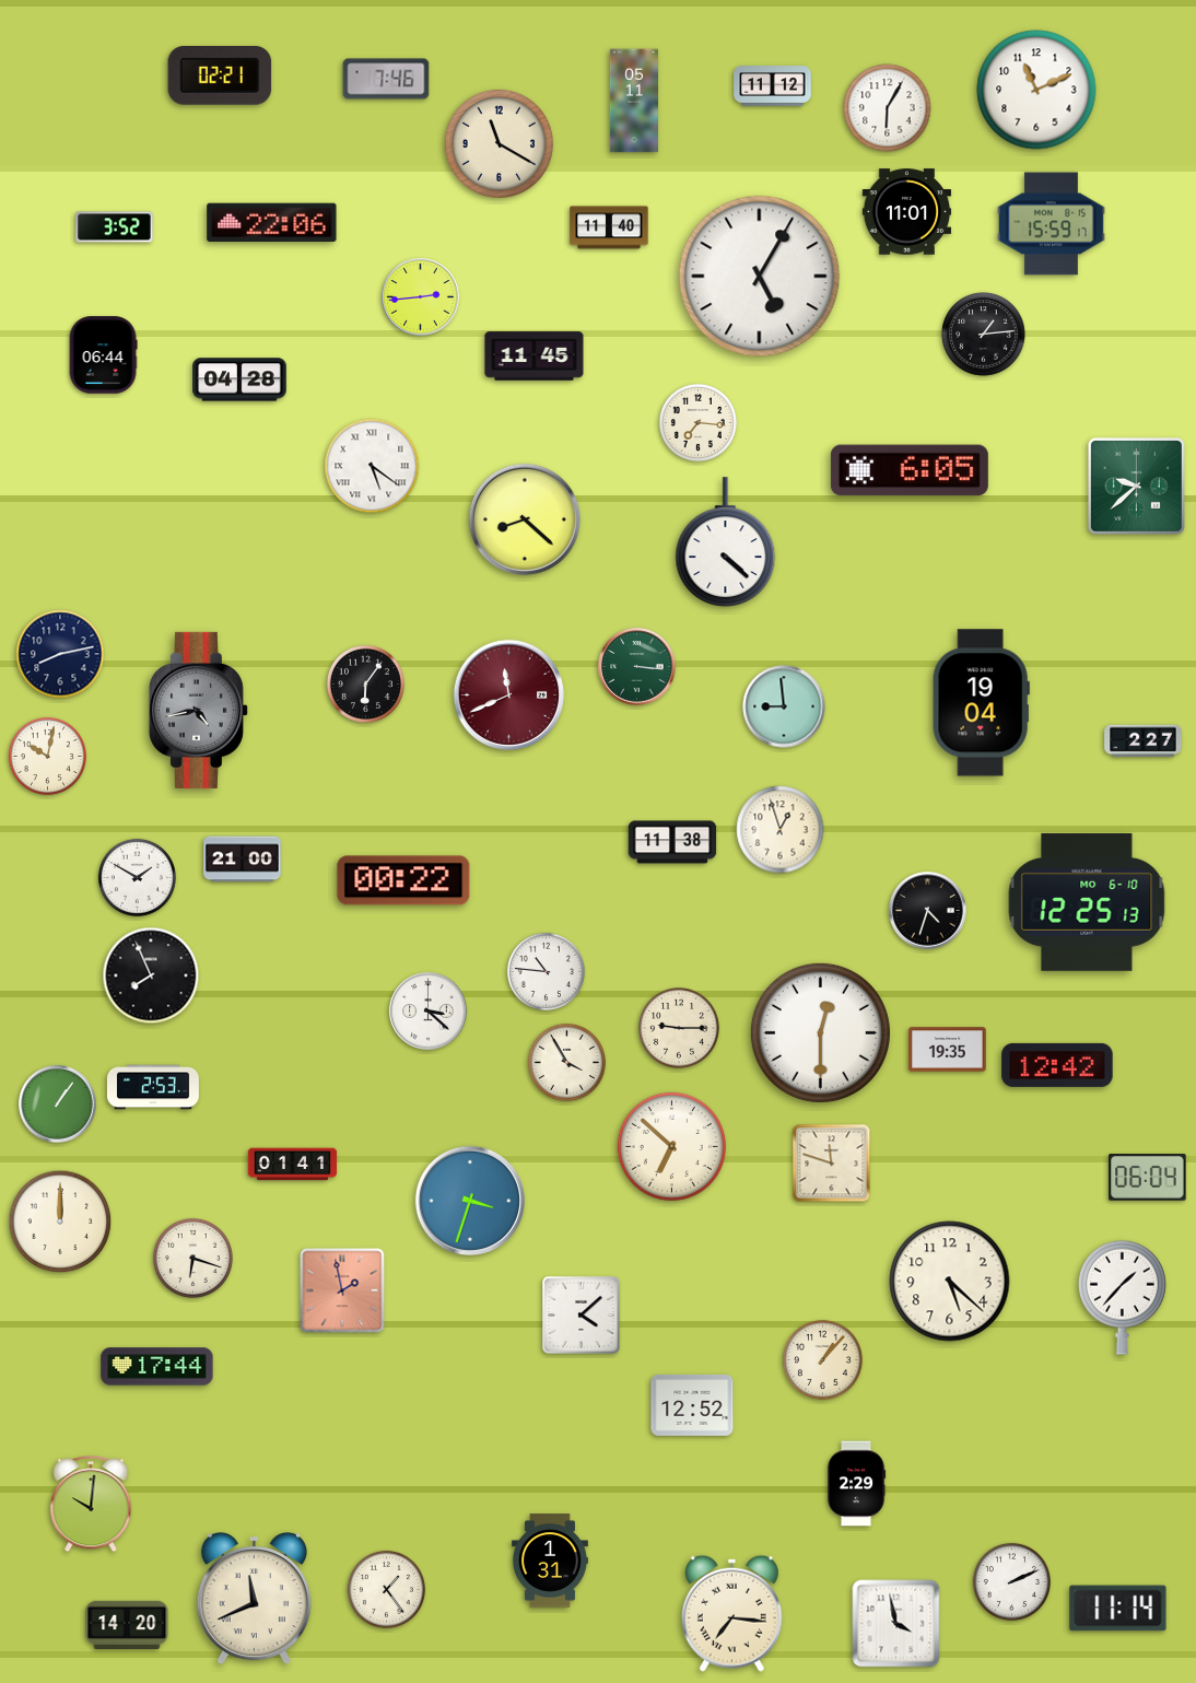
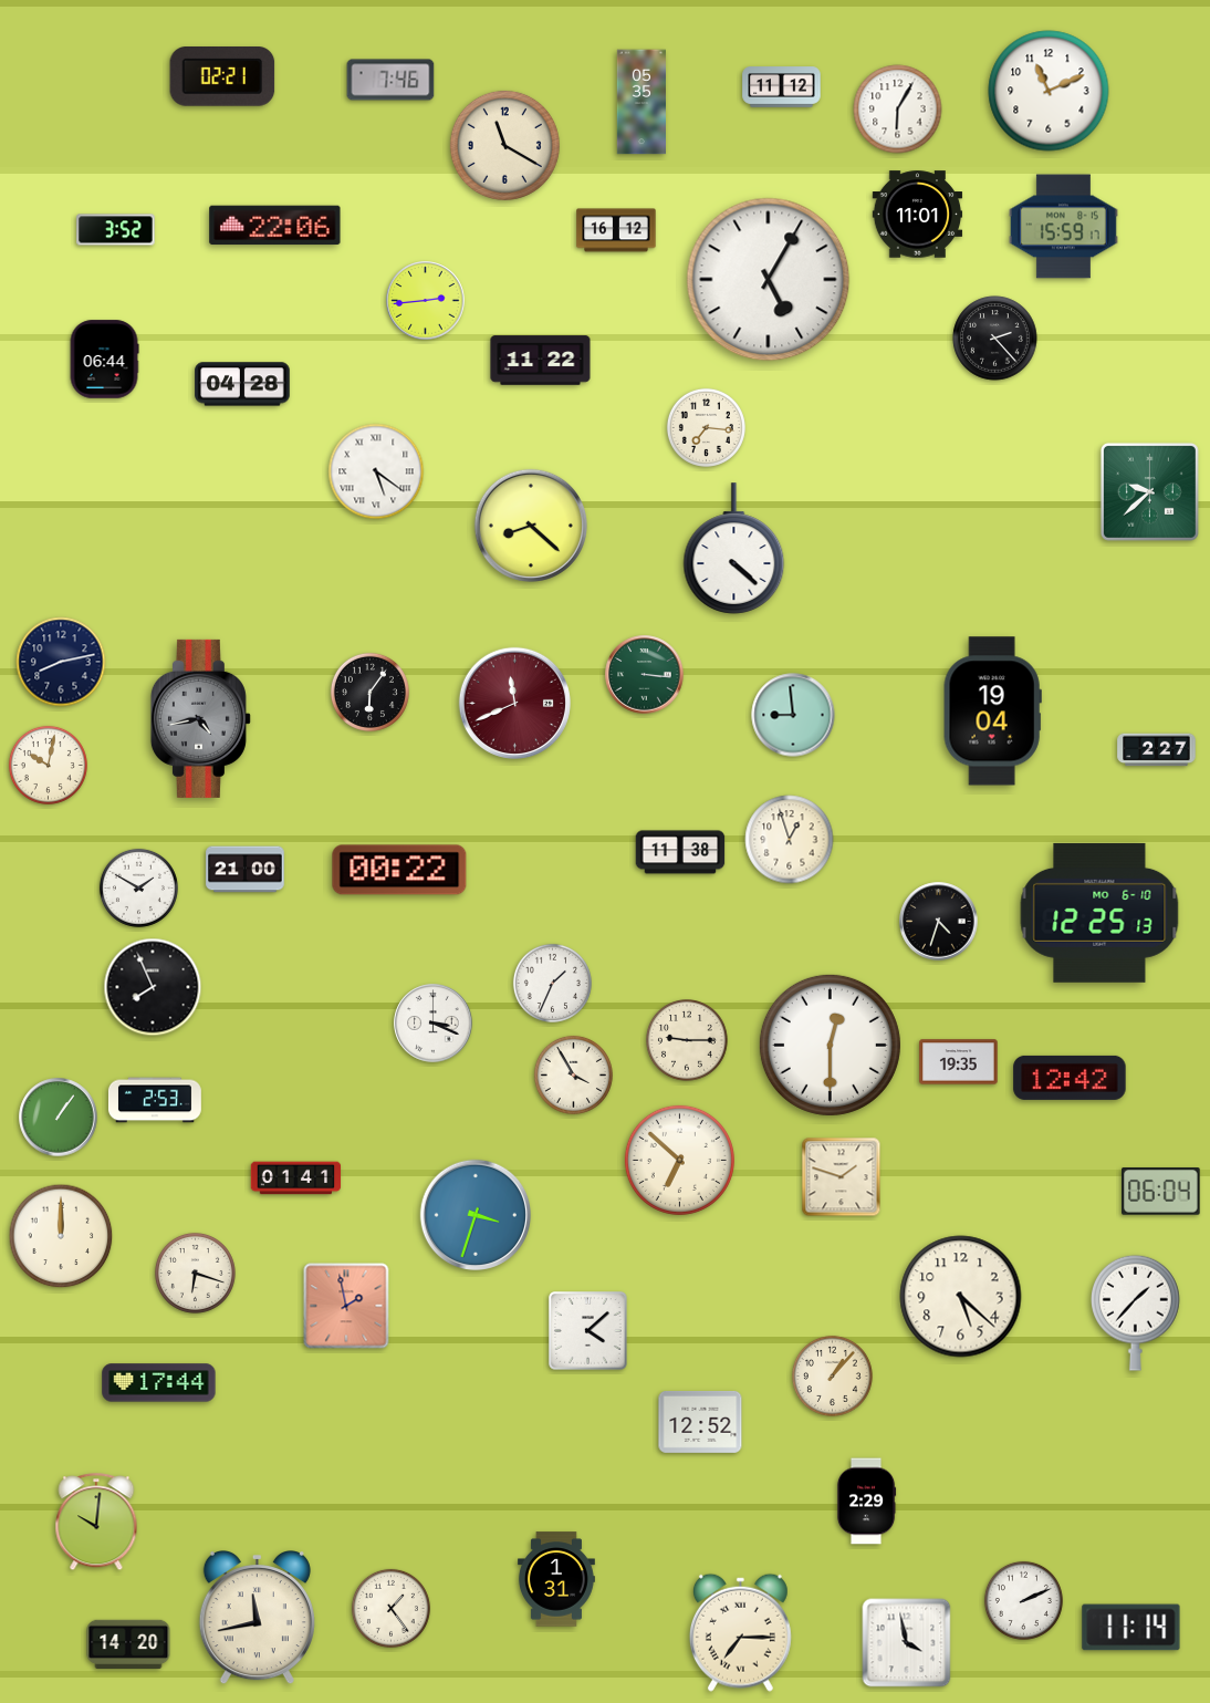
clock at (633, 101): 05:11 -> 05:35
clock at (609, 227): 11:40 -> 16:12
clock at (984, 335): 1:14 -> 2:23
clock at (535, 357): 11:45 -> 11:22
clock at (910, 470): 6:05 -> none
clock at (403, 880) position: (403, 880) -> (399, 870)
clock at (546, 971): 10:46 -> 1:34
clock at (429, 1012): 3:22 -> 3:19
clock at (832, 1164): 11:48 -> 1:48
clock at (91, 1505) position: (91, 1505) -> (96, 1523)
clock at (254, 1600): 11:41 -> 11:43
clock at (731, 1613): 7:16 -> 7:15
